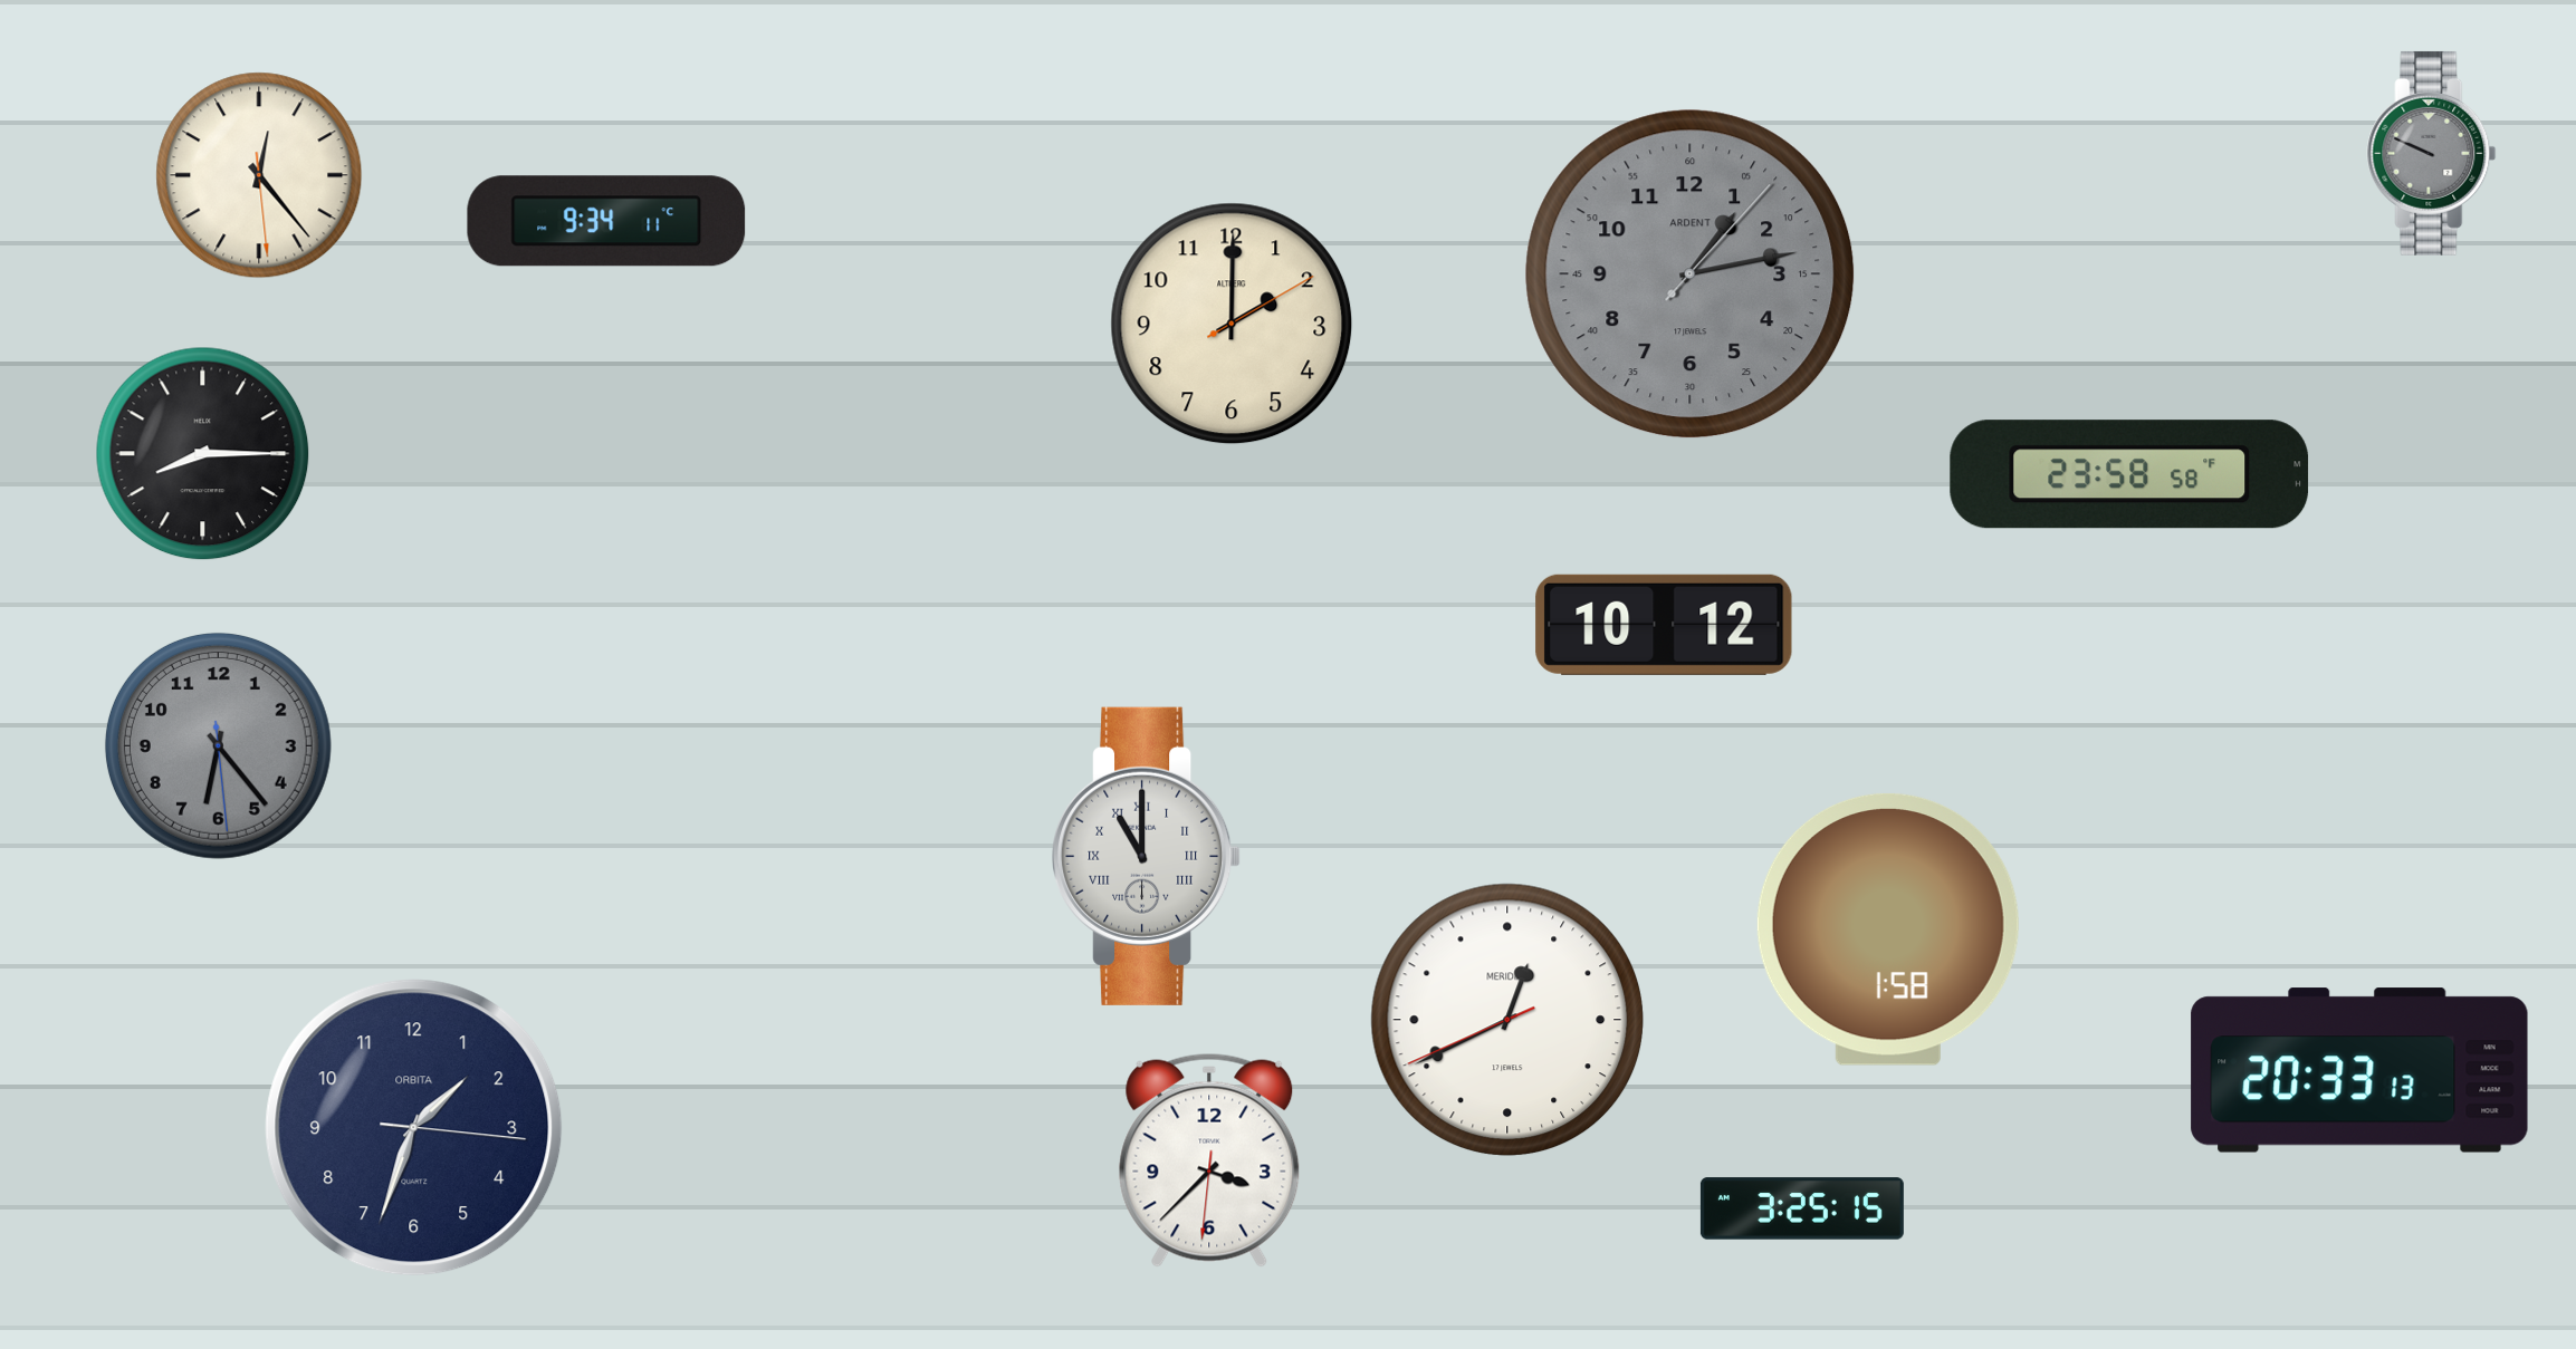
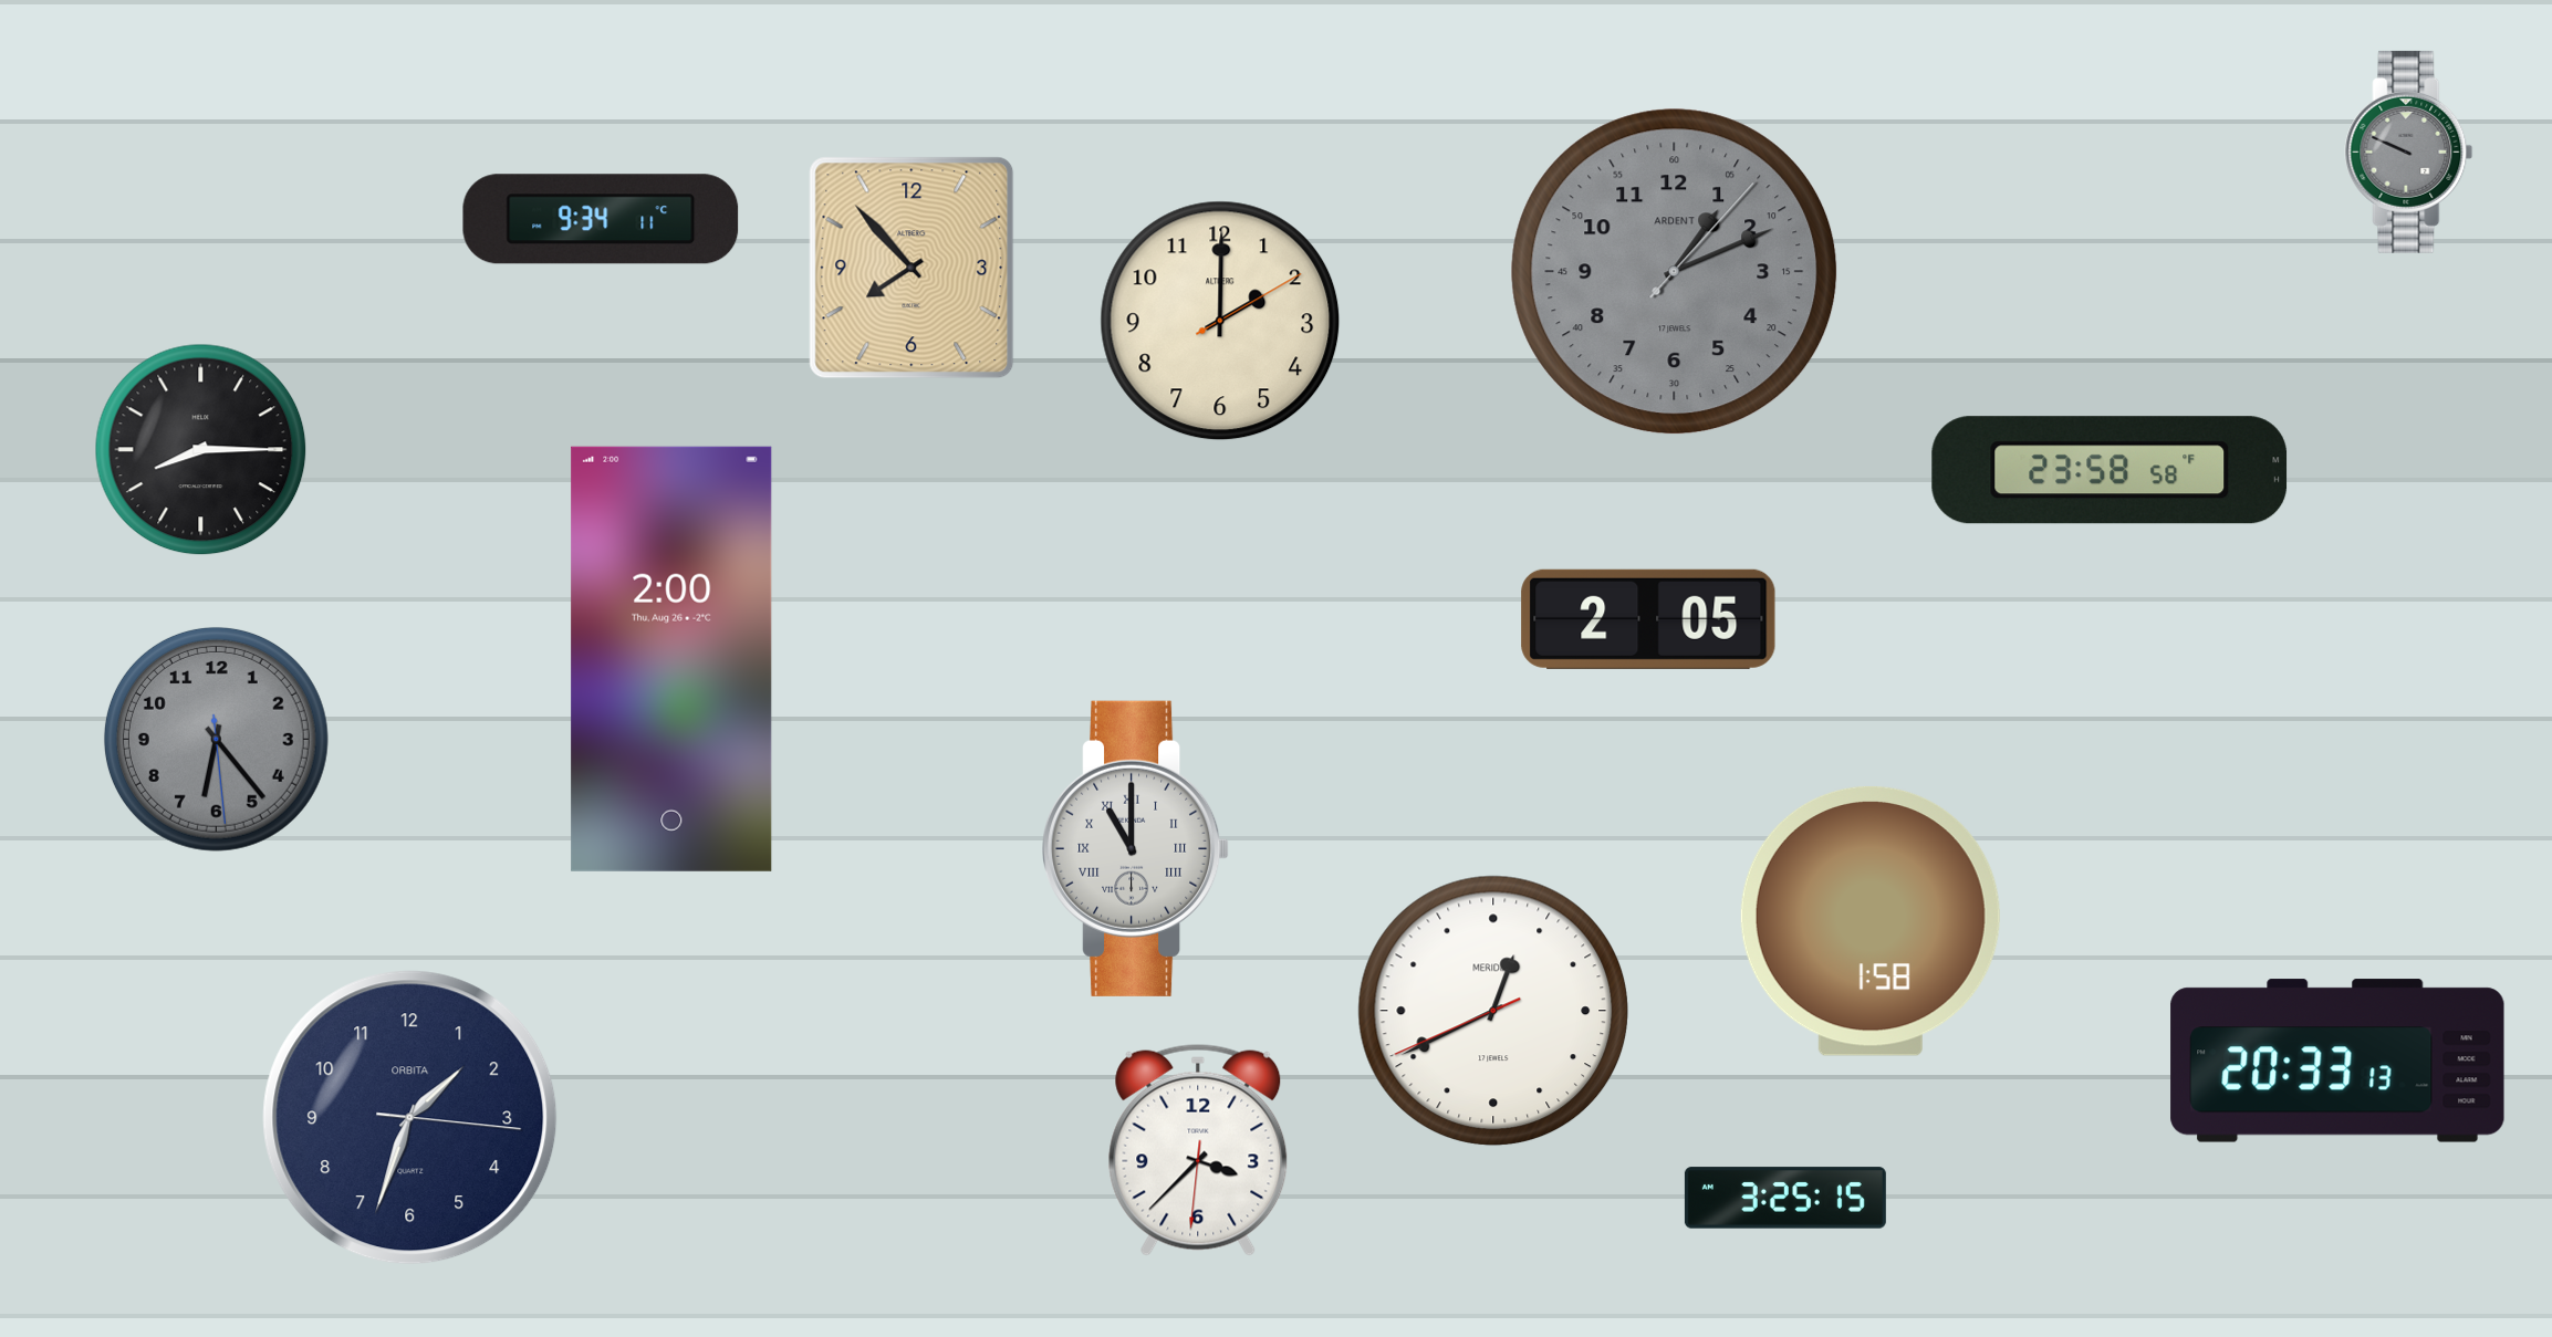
clock at (259, 175): 12:23 -> none
clock at (912, 268): none -> 7:53
clock at (1691, 274): 1:13 -> 1:11
clock at (1664, 625): 10:12 -> 2:05
clock at (671, 659): none -> 2:00
